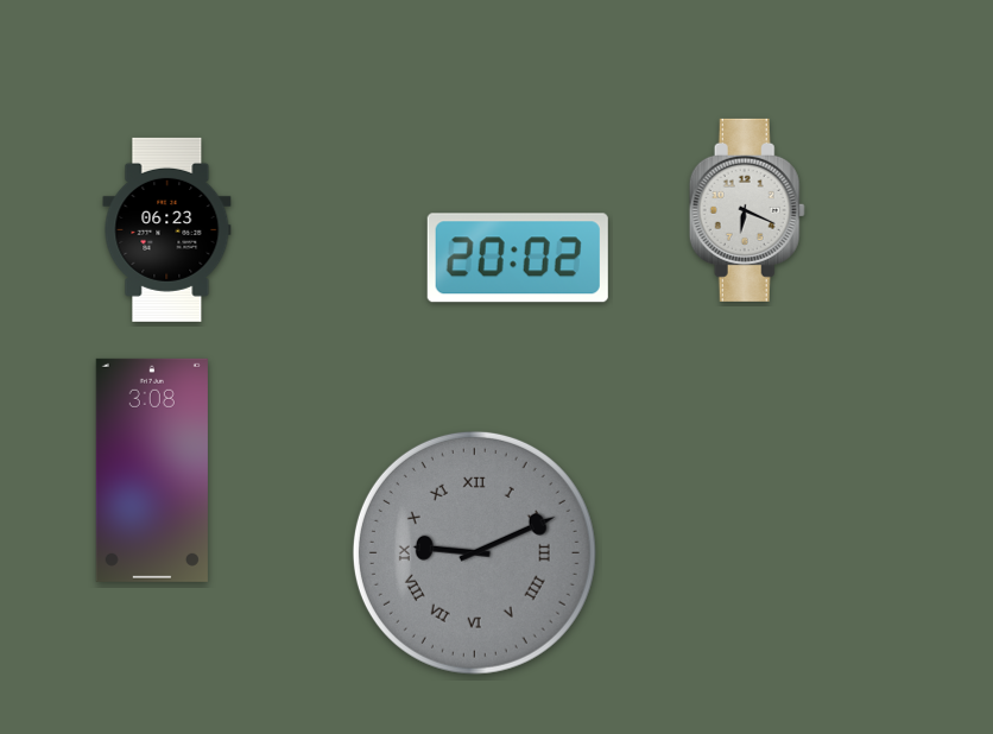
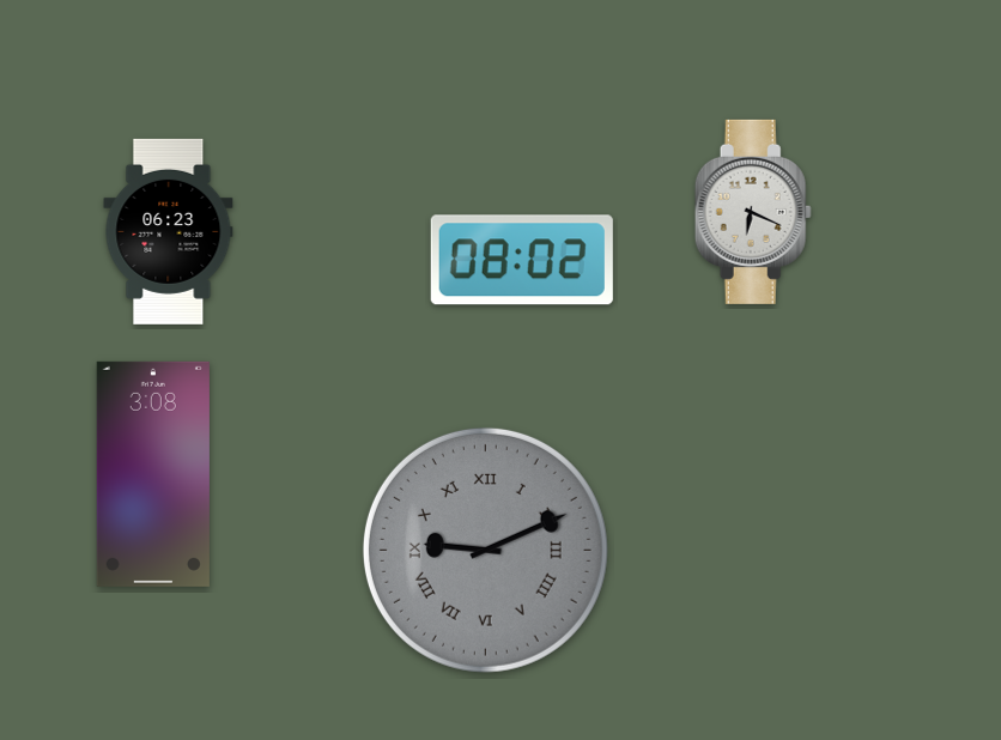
clock at (518, 258): 20:02 -> 08:02
clock at (474, 552) position: (474, 552) -> (485, 550)
